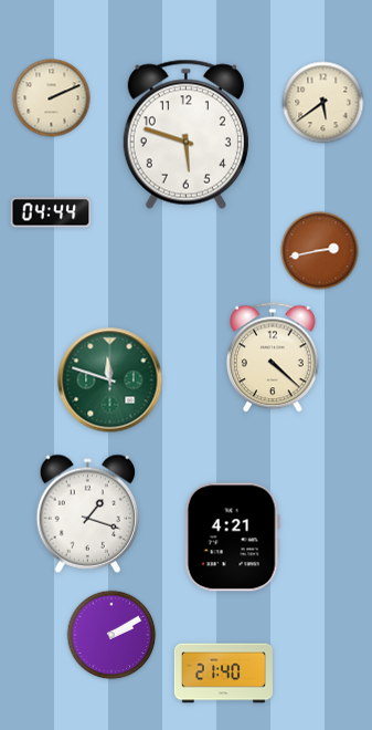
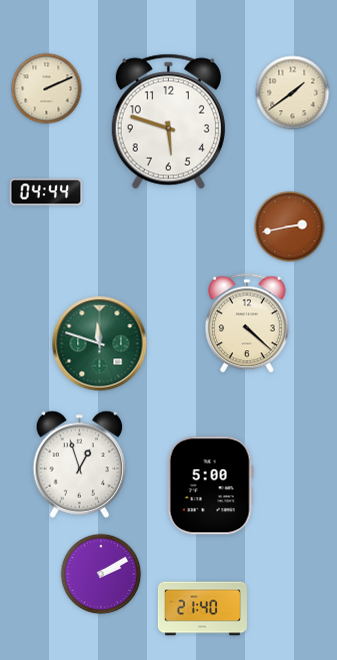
clock at (323, 103): 5:39 -> 1:39
clock at (88, 513): 1:18 -> 12:57
clock at (232, 538): 4:21 -> 5:00
